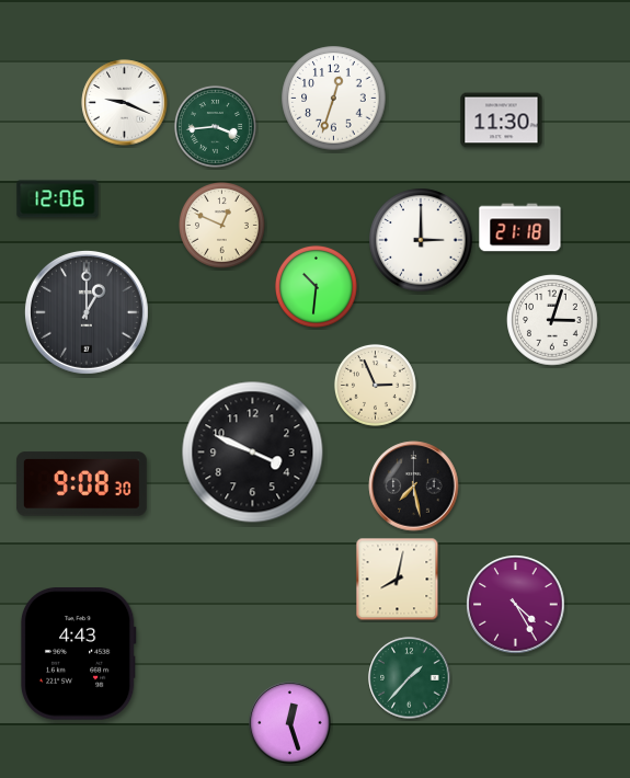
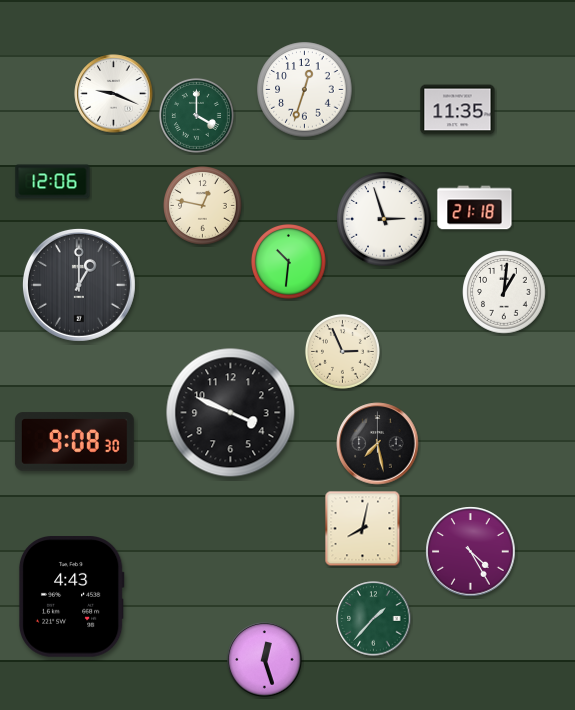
clock at (502, 121): 11:30 -> 11:35
clock at (215, 126): 3:44 -> 4:00
clock at (222, 226): 12:49 -> 12:47
clock at (421, 240): 3:00 -> 2:57
clock at (552, 320): 3:03 -> 1:01
